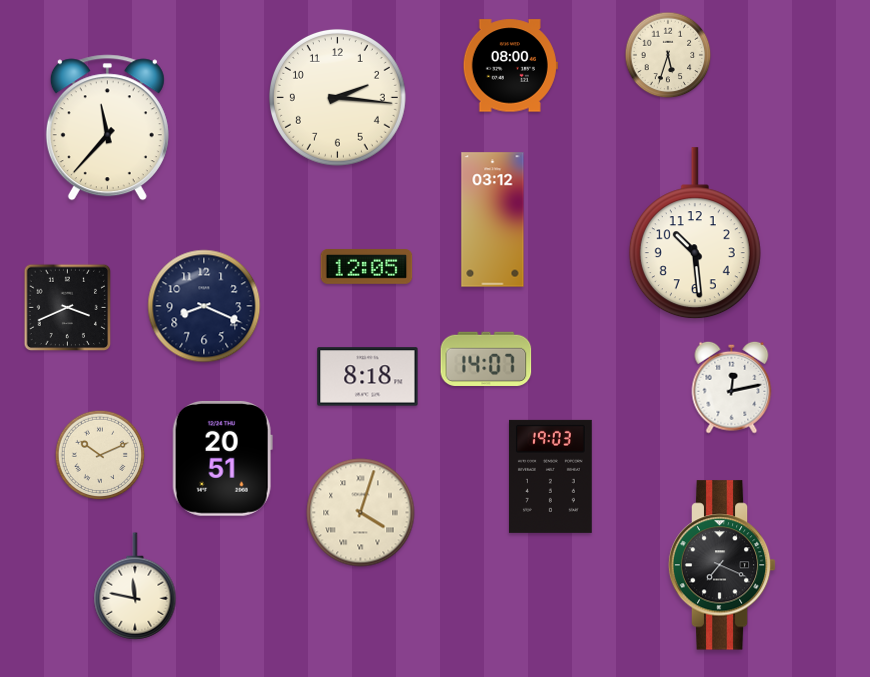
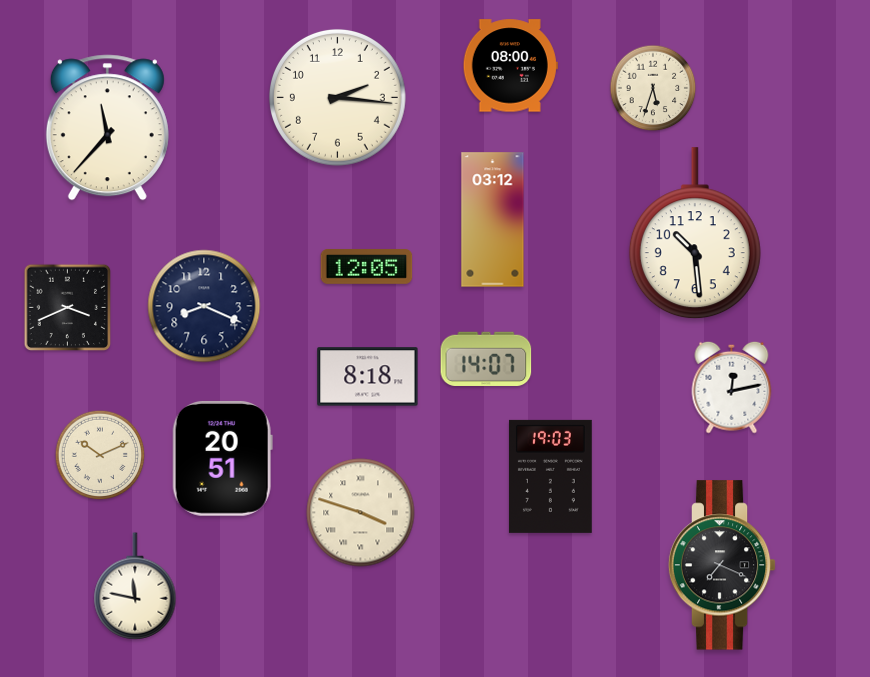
clock at (668, 55) position: (668, 55) -> (653, 88)
clock at (361, 513): 4:03 -> 3:48
